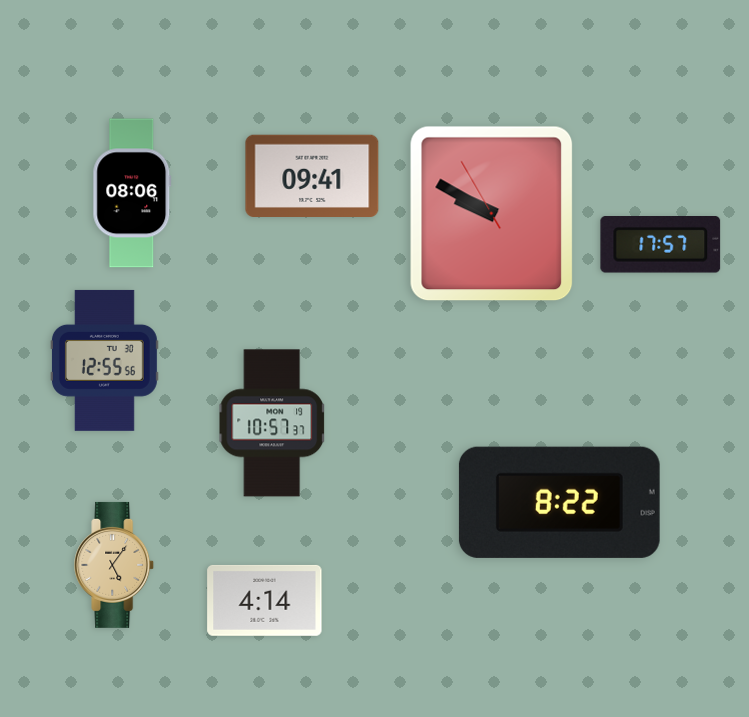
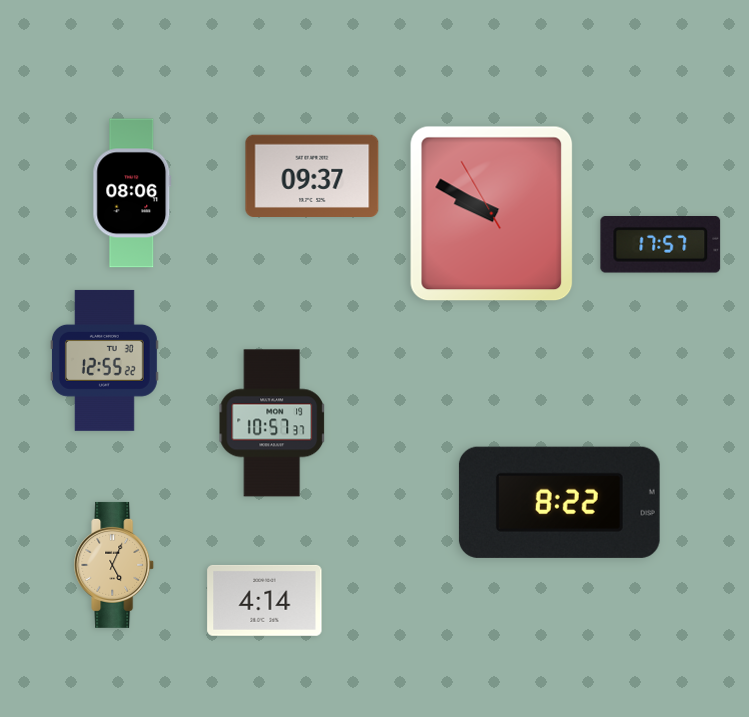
clock at (312, 175): 09:41 -> 09:37
clock at (104, 360): 12:55:56 -> 12:55:22
clock at (115, 565): 5:06 -> 5:04
